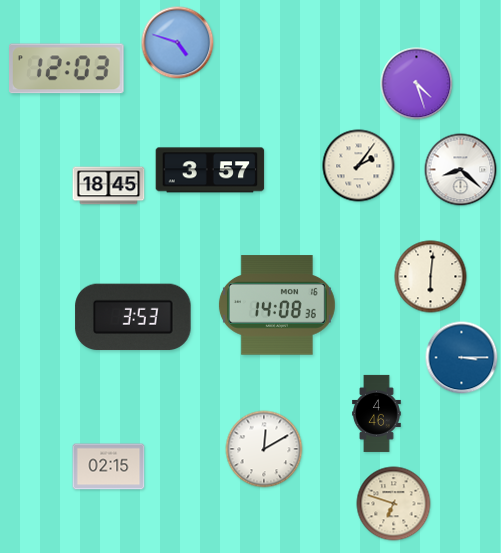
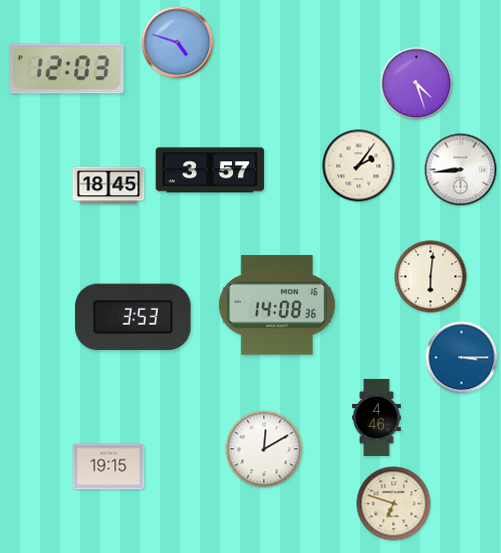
clock at (461, 170): 8:22 -> 8:44
clock at (377, 413) position: (377, 413) -> (377, 417)
clock at (109, 467): 02:15 -> 19:15
